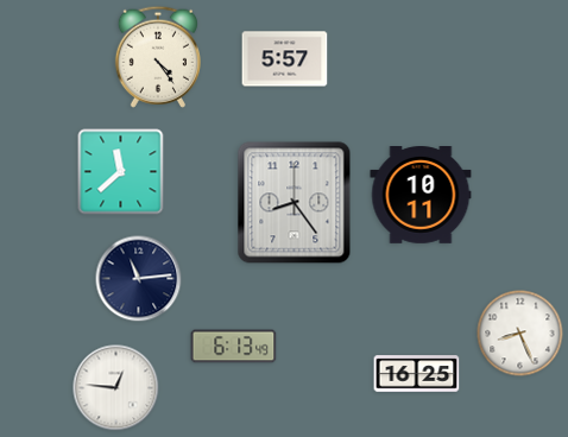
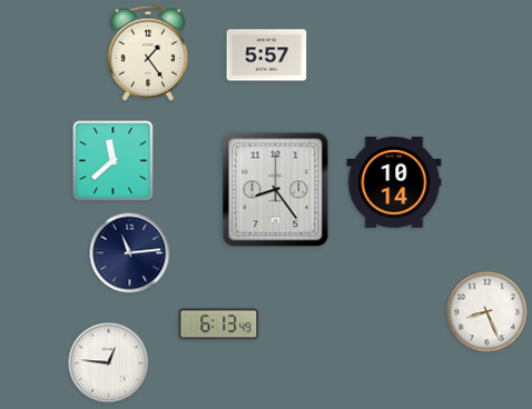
clock at (157, 57): 4:24 -> 1:24
clock at (421, 196): 10:11 -> 10:14
clock at (139, 279) position: (139, 279) -> (130, 253)
clock at (417, 374): 16:25 -> none
